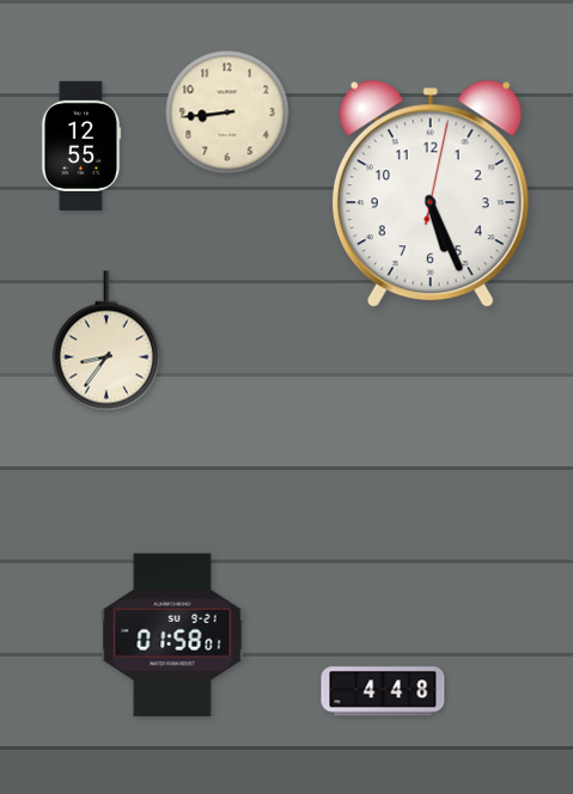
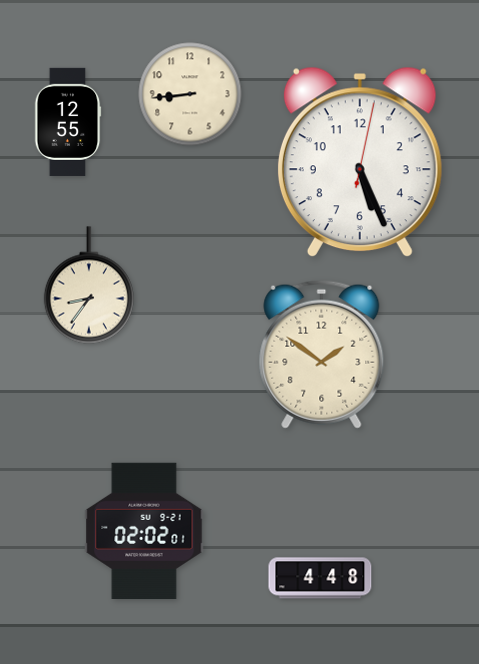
clock at (322, 354): none -> 1:51
clock at (172, 635): 01:58 -> 02:02
